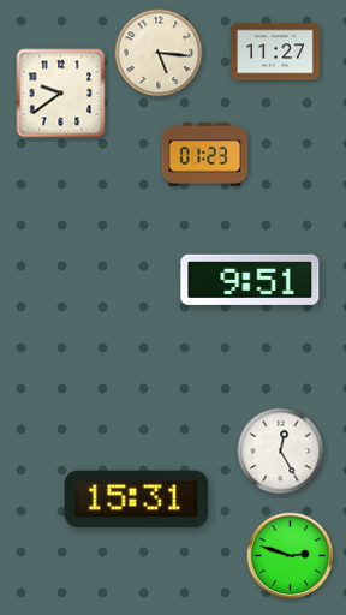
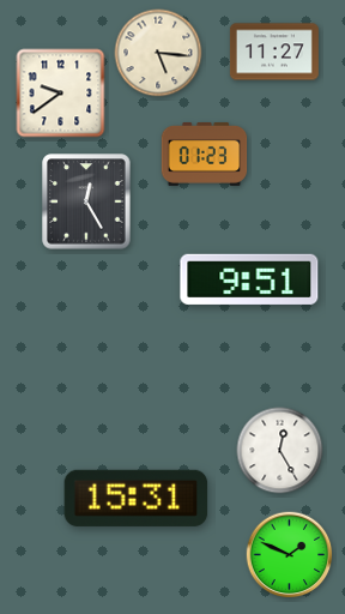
clock at (86, 201): none -> 12:25
clock at (291, 556): 2:48 -> 1:49
